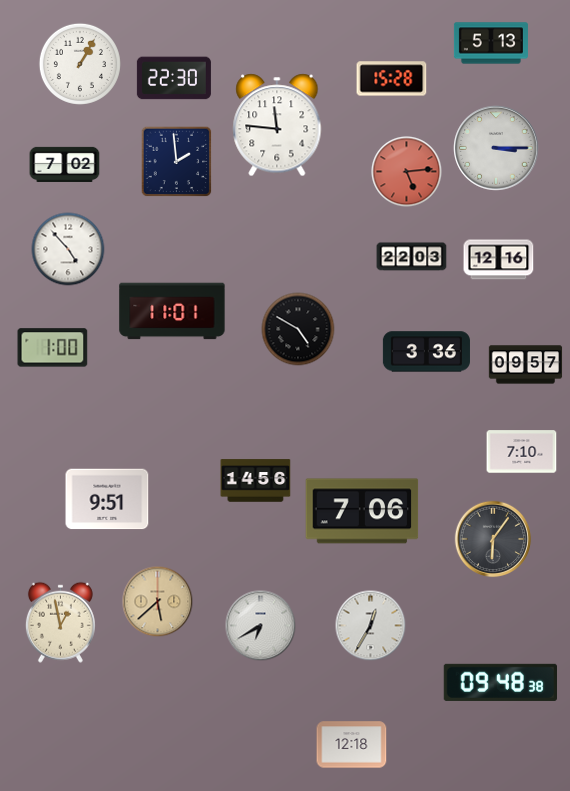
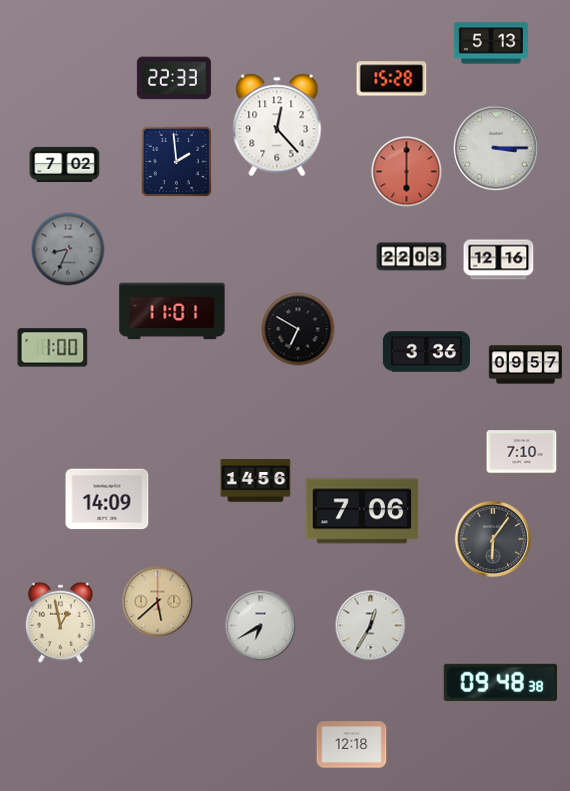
clock at (80, 64): 1:05 -> none
clock at (174, 78): 22:30 -> 22:33
clock at (277, 125): 11:46 -> 12:23
clock at (407, 172): 5:14 -> 6:00
clock at (68, 249): 4:53 -> 8:34
clock at (68, 249) dial: white -> grey
clock at (298, 329): 4:50 -> 6:50
clock at (107, 499): 9:51 -> 14:09
